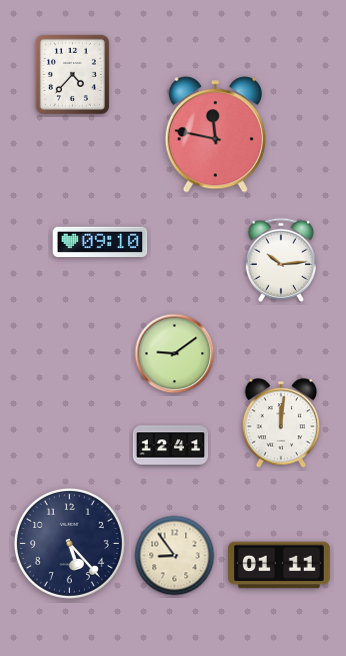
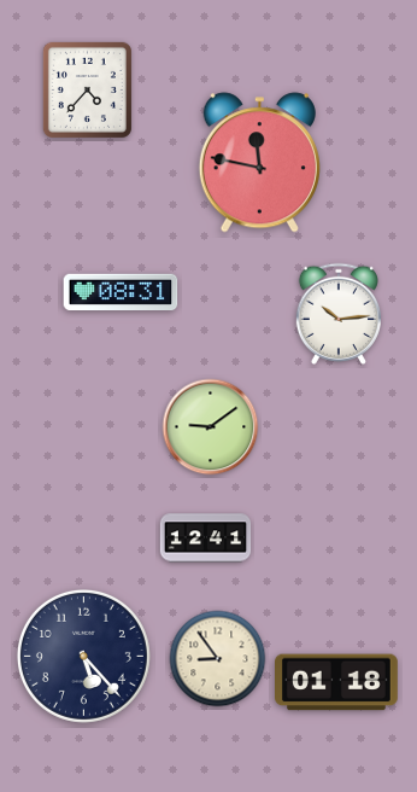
clock at (100, 242): 09:10 -> 08:31
clock at (281, 423): 12:01 -> none
clock at (175, 556) position: (175, 556) -> (218, 659)
clock at (280, 565): 01:11 -> 01:18
